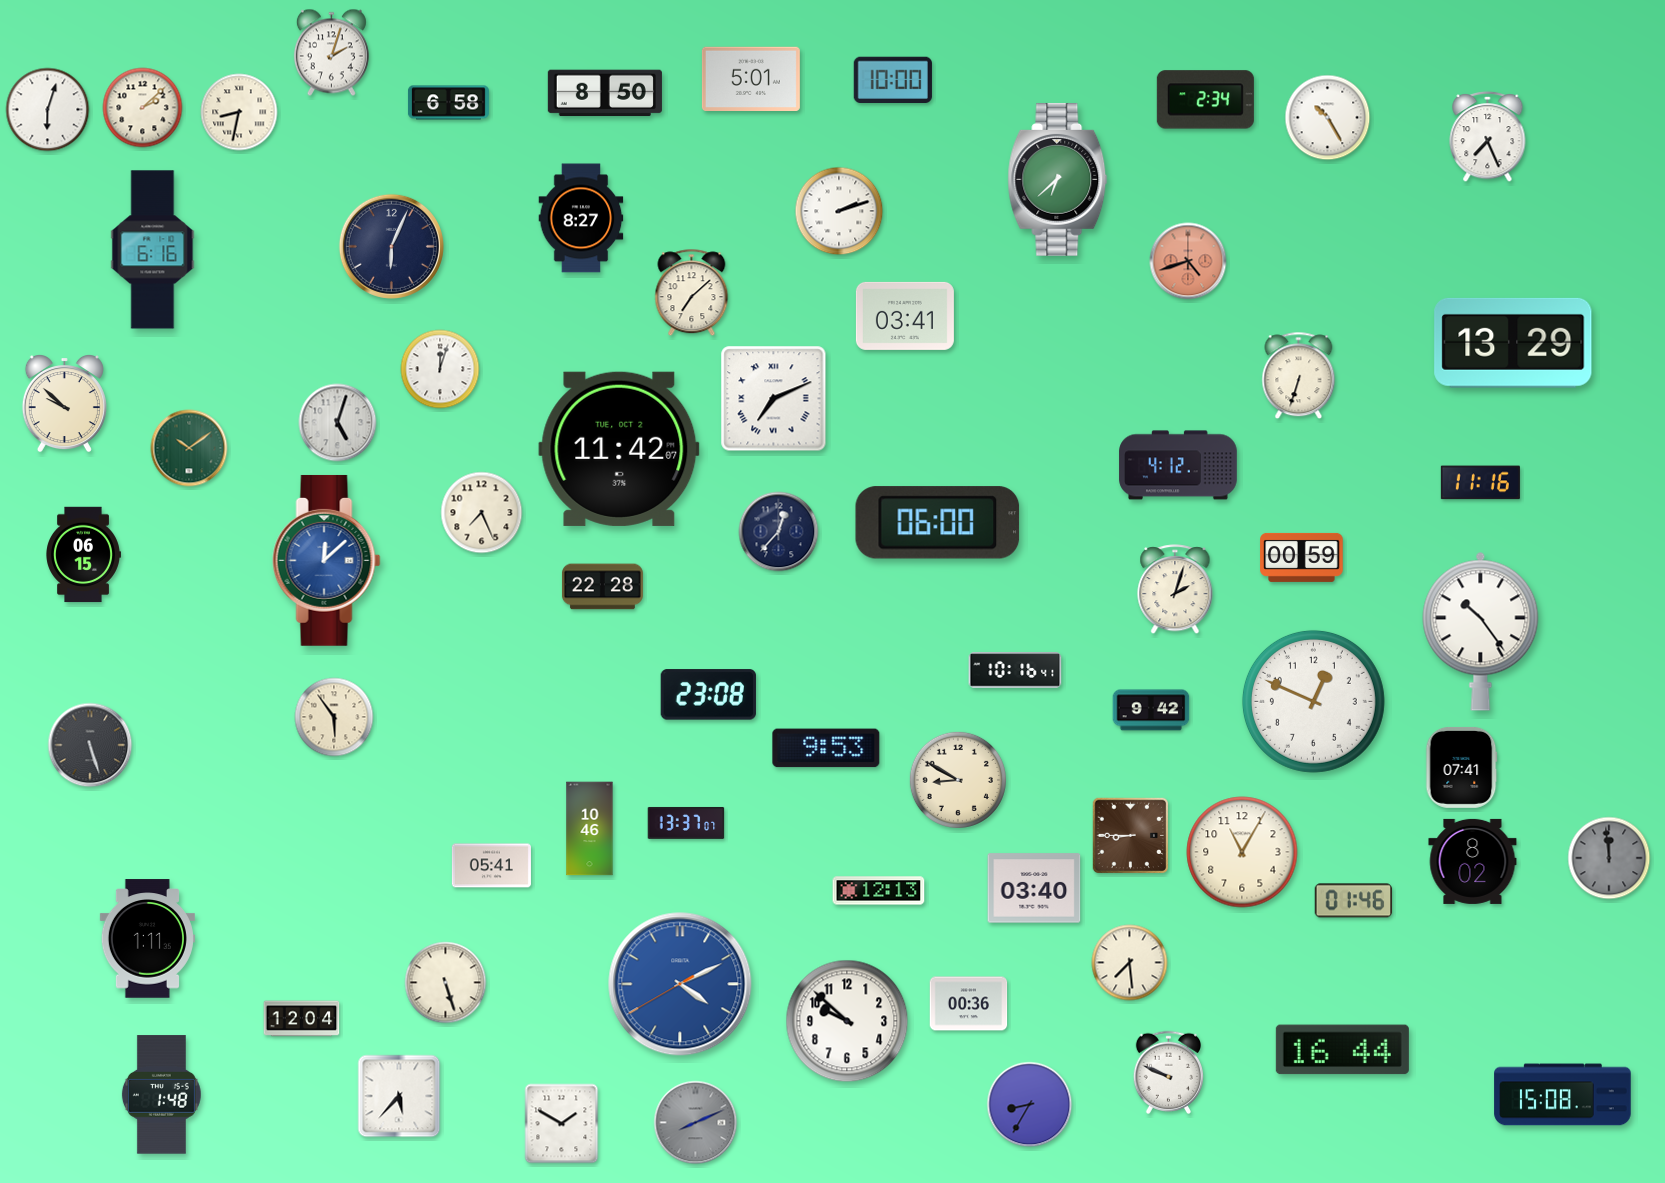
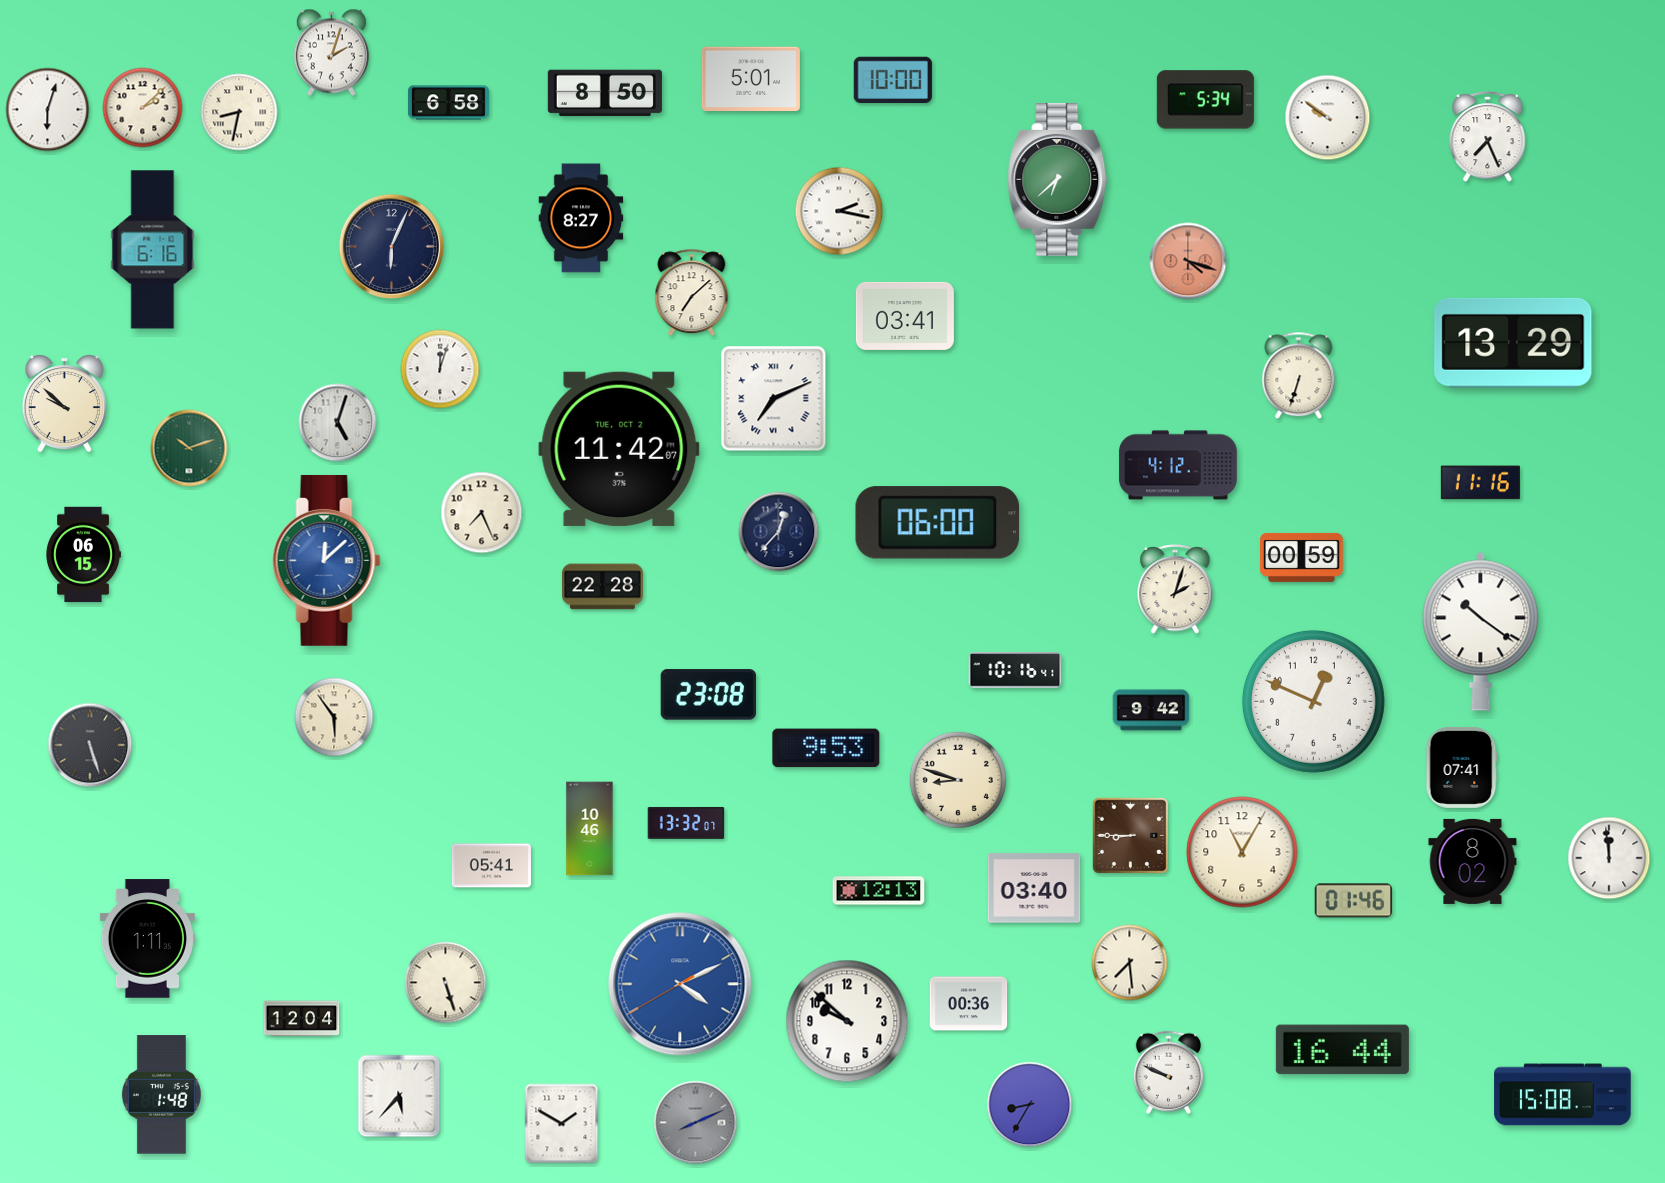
clock at (1205, 100): 2:34 -> 5:34
clock at (1328, 118): 10:25 -> 9:51
clock at (839, 211): 2:12 -> 2:17
clock at (1188, 261): 4:42 -> 4:18
clock at (189, 448): 10:09 -> 10:12
clock at (1481, 631): 10:24 -> 10:21
clock at (958, 780): 8:50 -> 8:48
clock at (686, 823): 13:37 -> 13:32
clock at (1609, 858) dial: grey -> white
